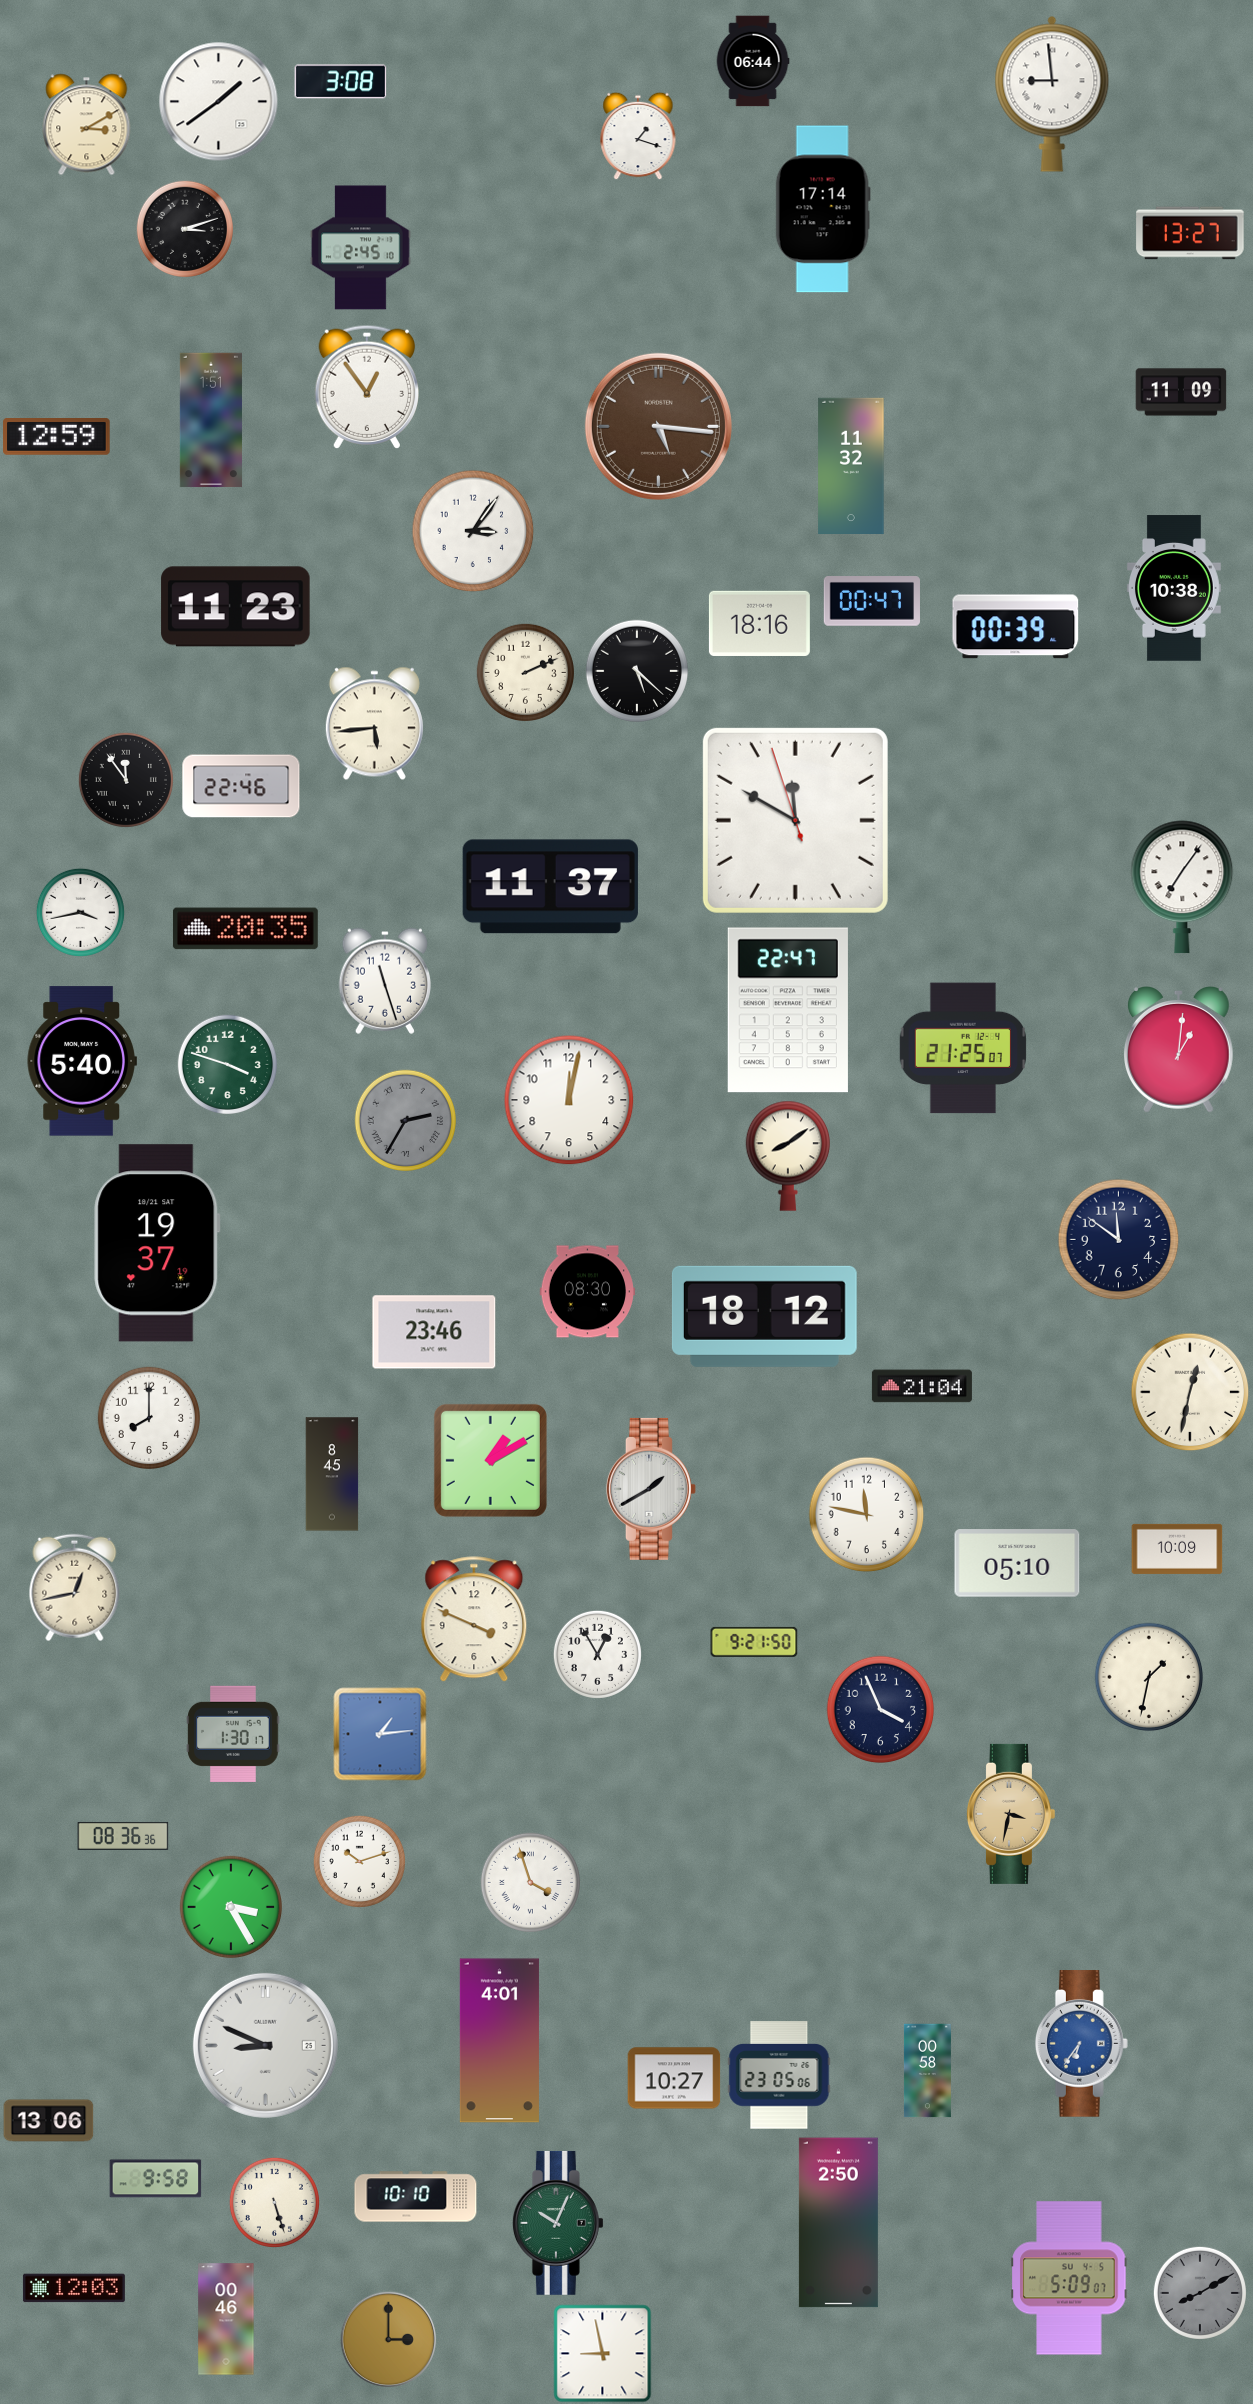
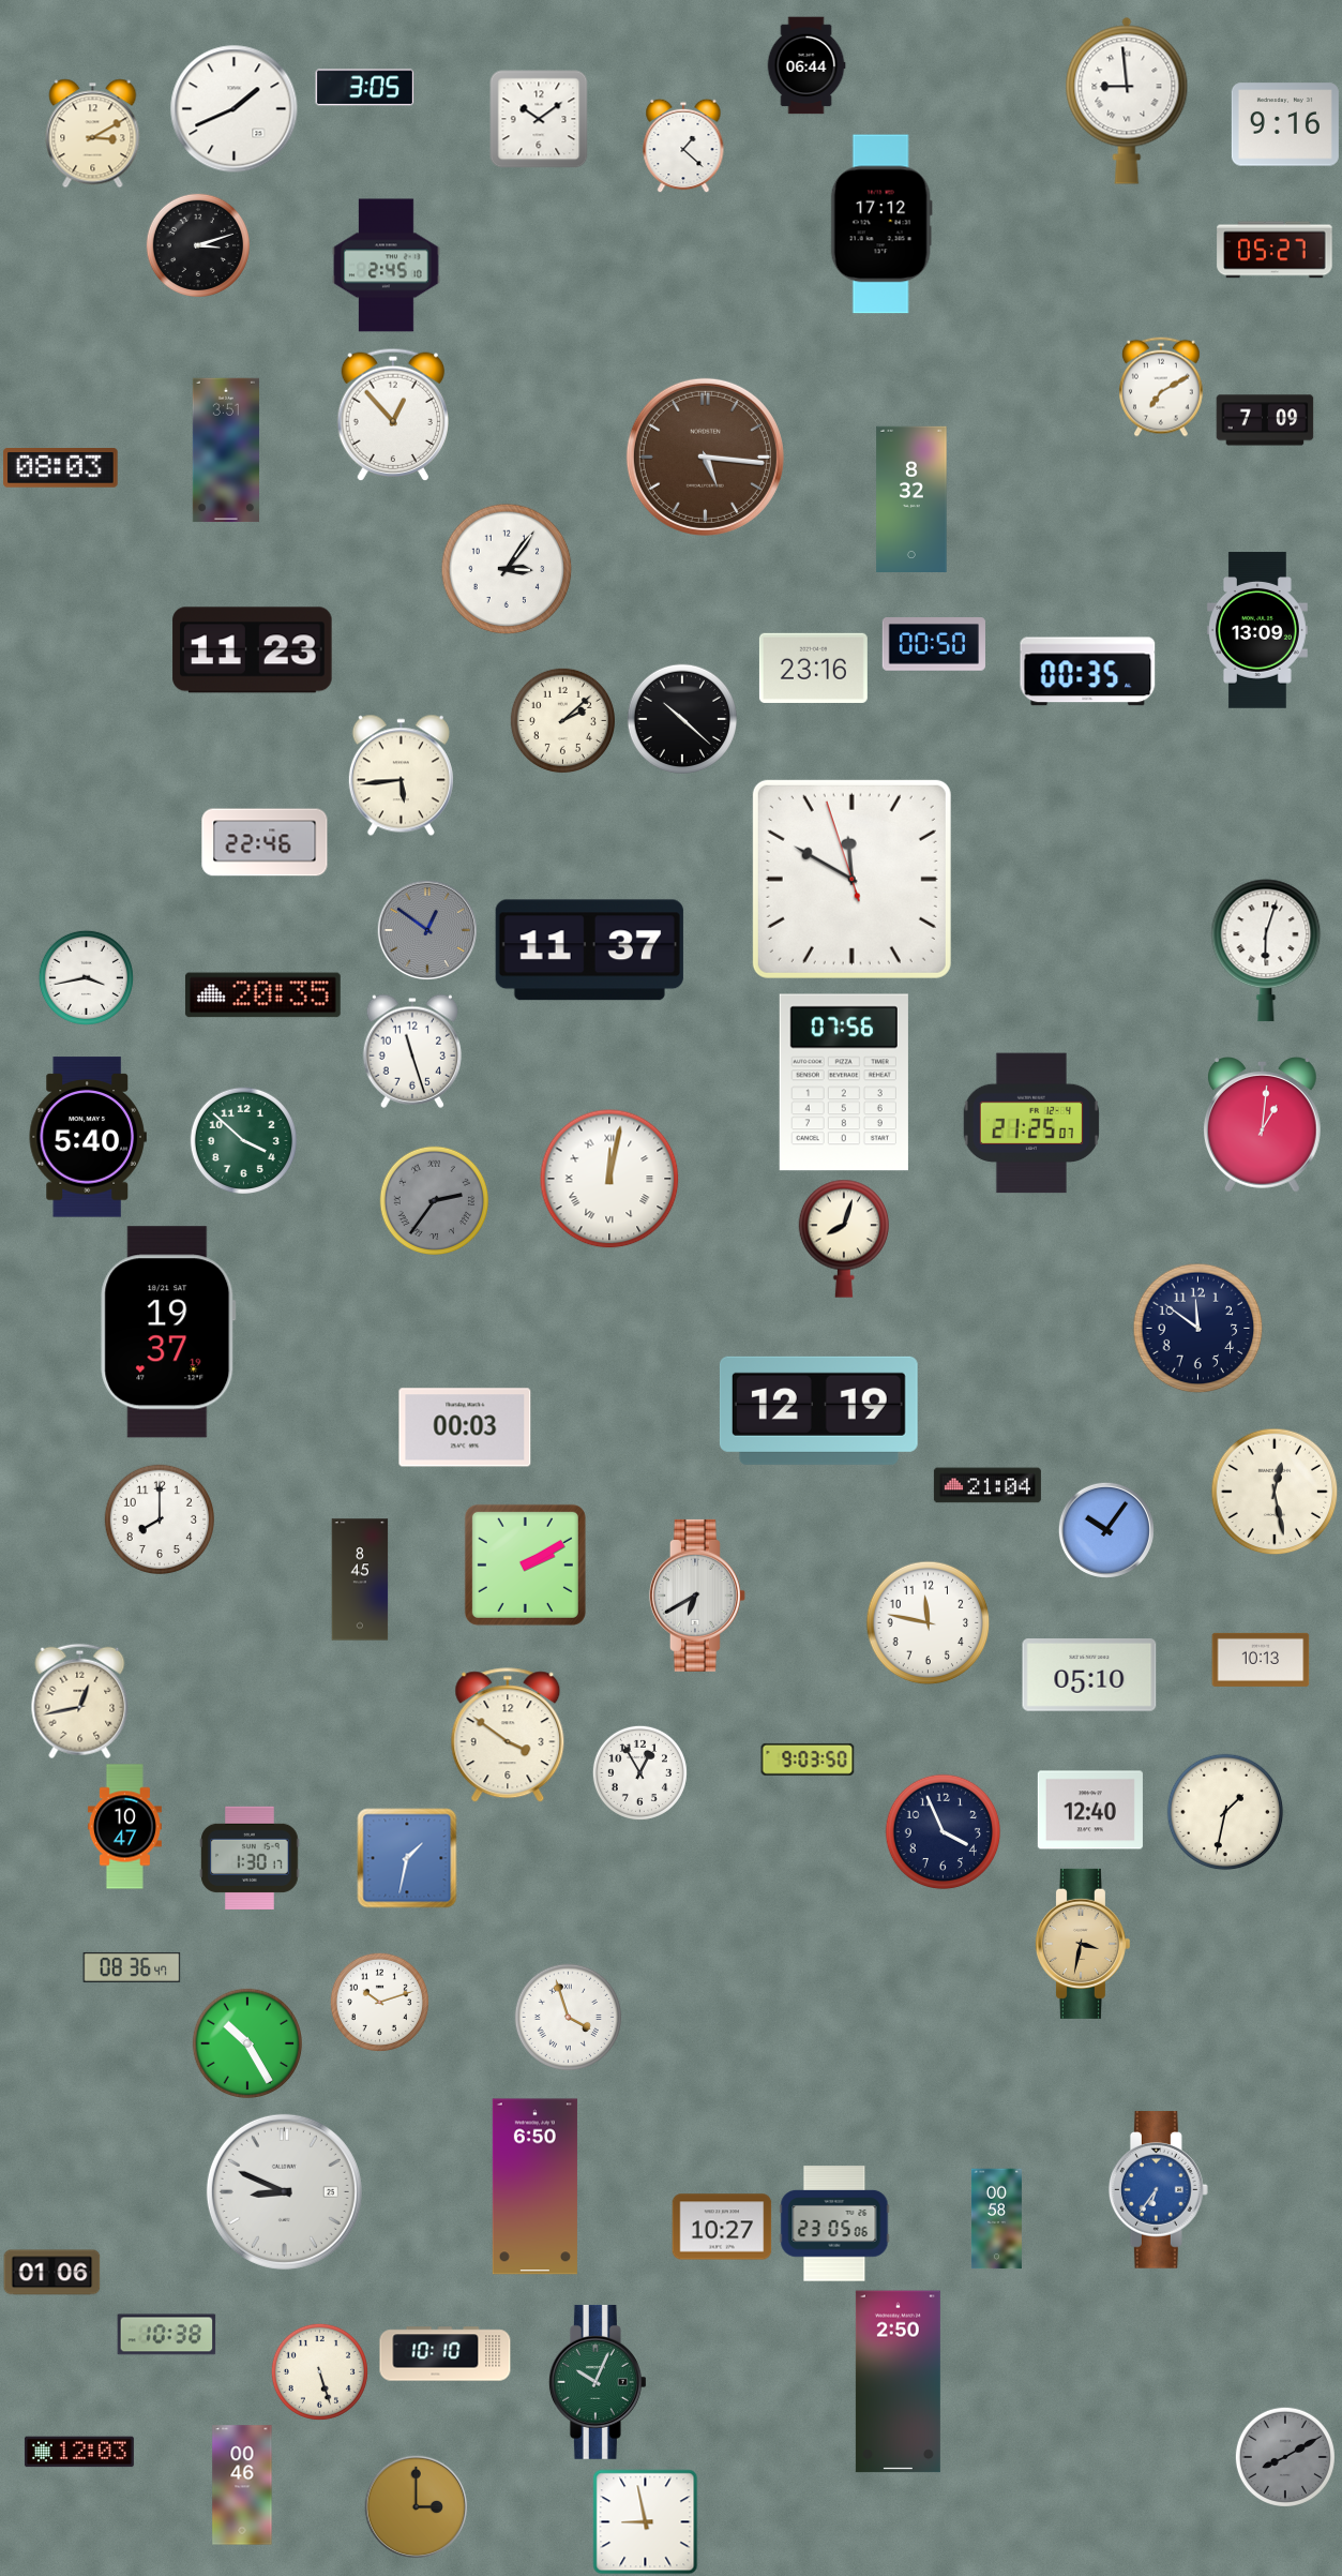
clock at (341, 82): 3:08 -> 3:05
clock at (219, 102): 1:39 -> 1:41
clock at (539, 119): none -> 10:09
clock at (1285, 124): none -> 9:16
clock at (638, 136): 1:18 -> 1:22
clock at (823, 209): 17:14 -> 17:12
clock at (1190, 233): 13:27 -> 05:27
clock at (1162, 387): none -> 7:10
clock at (366, 386): 12:54 -> 12:53
clock at (1181, 392): 11:09 -> 7:09
clock at (211, 420): 1:51 -> 3:51
clock at (57, 437): 12:59 -> 08:03
clock at (851, 465): 11:32 -> 8:32
clock at (1174, 588): 10:38 -> 13:09
clock at (872, 601): 00:47 -> 00:50
clock at (759, 623): 18:16 -> 23:16
clock at (1016, 627): 00:39 -> 00:35
clock at (636, 670): 5:22 -> 10:22
clock at (525, 672): 2:11 -> 2:08
clock at (126, 780): 11:54 -> none
clock at (241, 786) position: (241, 786) -> (265, 842)
clock at (426, 929): none -> 12:51
clock at (1182, 887): 7:06 -> 6:03
clock at (788, 1010): 22:47 -> 07:56
clock at (227, 1064): 3:48 -> 3:52
clock at (569, 1100) numerals: Arabic -> Roman
clock at (405, 1120): 2:35 -> 2:36
clock at (787, 1156): 8:09 -> 8:03
clock at (588, 1292): 08:30 -> none
clock at (764, 1316): 18:12 -> 12:19
clock at (434, 1332): 23:46 -> 00:03
clock at (1190, 1392): 12:32 -> 12:28
clock at (1106, 1530): none -> 10:06
clock at (490, 1460): 1:10 -> 2:10
clock at (332, 1474) position: (332, 1474) -> (360, 1579)
clock at (651, 1489): 1:40 -> 6:40
clock at (1177, 1549): 10:09 -> 10:13
clock at (474, 1620): 3:49 -> 3:51
clock at (754, 1642): 9:21 -> 9:03
clock at (1149, 1677) position: (1149, 1677) -> (1225, 1812)
clock at (1090, 1810): none -> 12:40
clock at (124, 1827): none -> 10:47
clock at (380, 1734): 1:14 -> 1:32
clock at (123, 1836): 08:36:36 -> 08:36:47
clock at (359, 1861) position: (359, 1861) -> (379, 2002)
clock at (230, 1906): 3:25 -> 10:25
clock at (499, 2041): 4:01 -> 6:50
clock at (927, 2071) position: (927, 2071) -> (996, 2219)
clock at (49, 2121): 13:06 -> 01:06
clock at (156, 2179): 9:58 -> 10:38
clock at (274, 2202) position: (274, 2202) -> (319, 2371)
clock at (1069, 2278): 5:09 -> none
